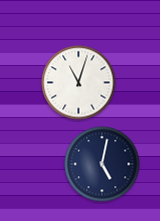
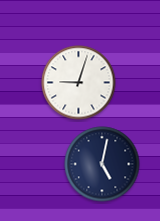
clock at (79, 83): 11:03 -> 9:03
